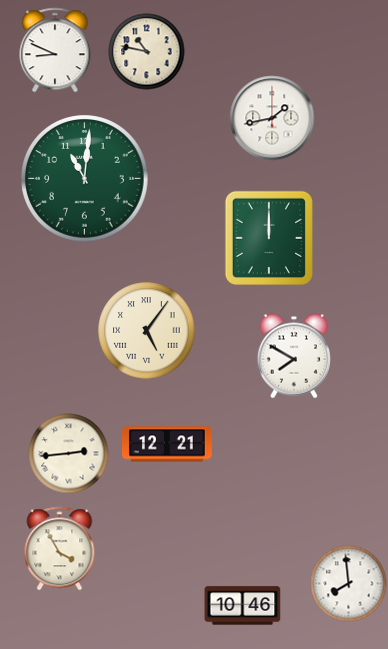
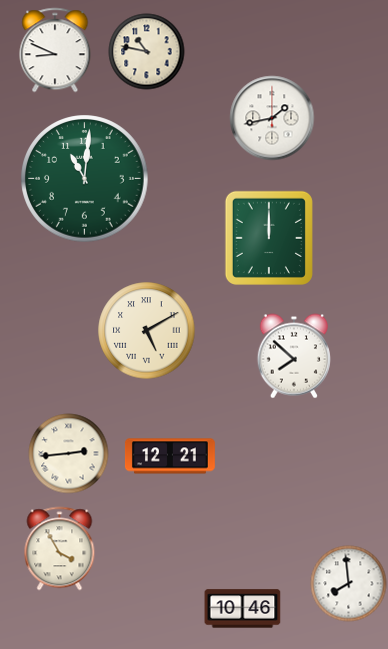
clock at (147, 331): 5:06 -> 5:10
clock at (294, 356): 7:50 -> 7:52
clock at (167, 444) position: (167, 444) -> (170, 456)
clock at (243, 606) position: (243, 606) -> (243, 609)
